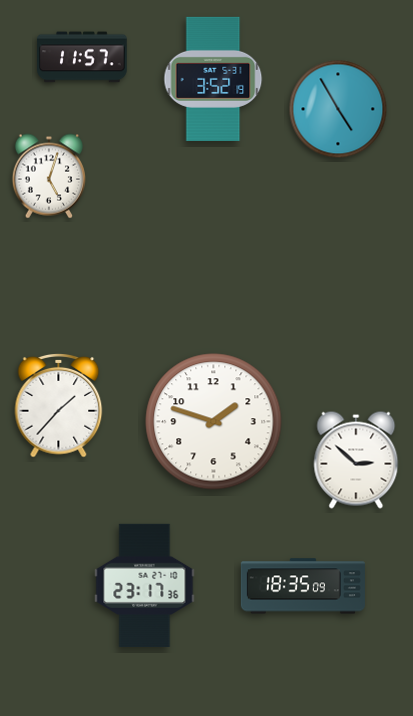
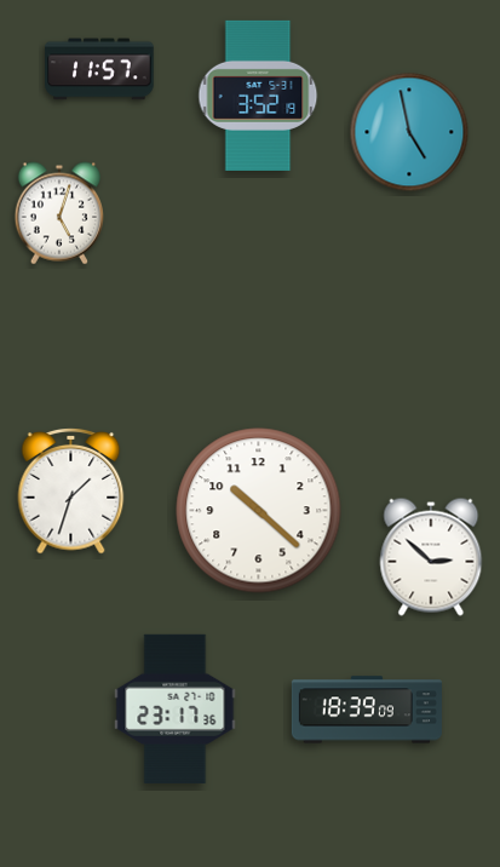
clock at (338, 109): 4:55 -> 4:58
clock at (59, 406): 1:37 -> 1:33
clock at (214, 422): 1:48 -> 10:22
clock at (303, 586): 18:35 -> 18:39
